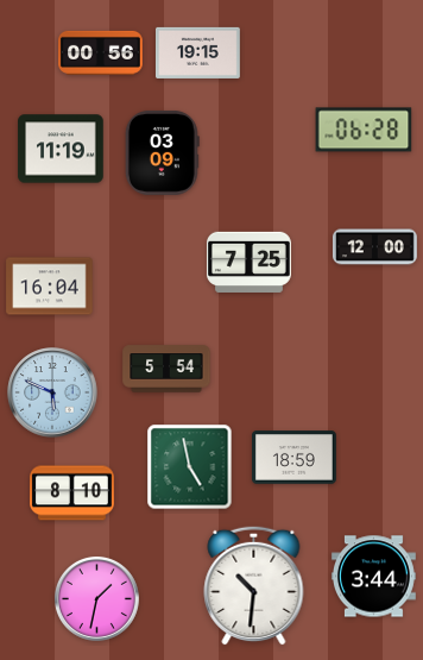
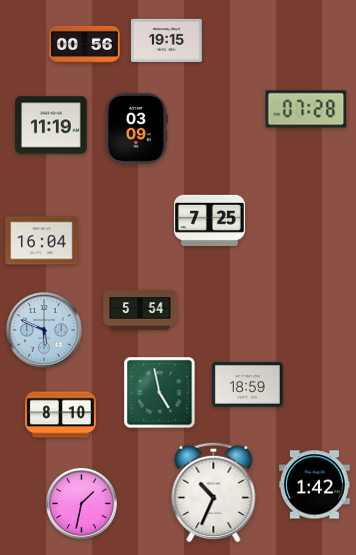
clock at (197, 52) position: (197, 52) -> (166, 40)
clock at (364, 130): 06:28 -> 07:28
clock at (374, 247): 12:00 -> none
clock at (374, 577): 3:44 -> 1:42
clock at (254, 585): 10:31 -> 10:34
